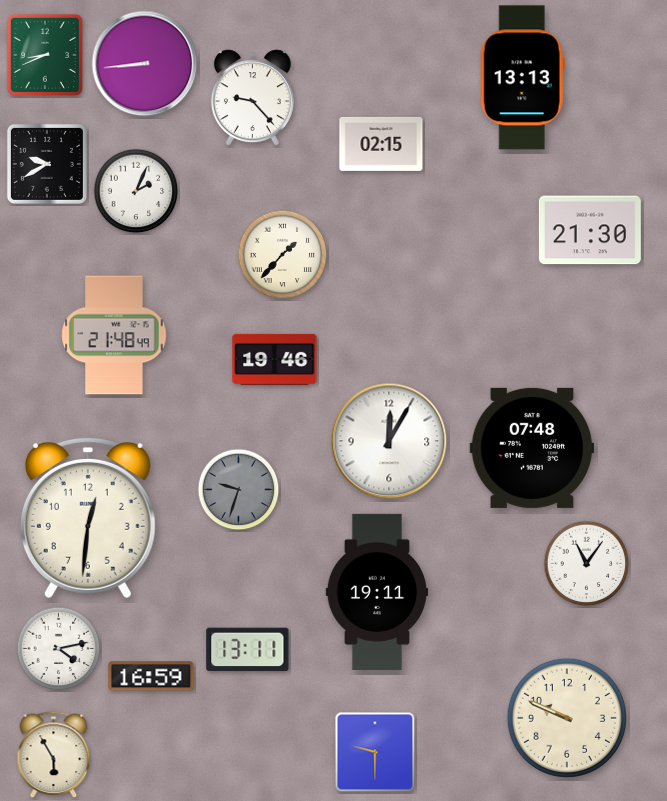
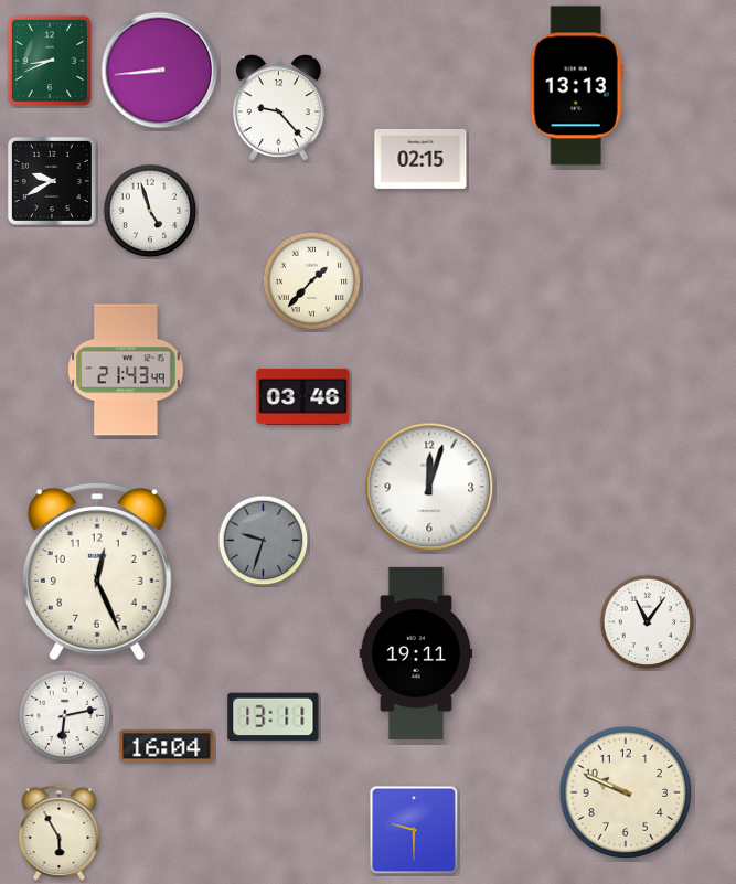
clock at (136, 191): 2:04 -> 4:57
clock at (590, 230): 21:30 -> none
clock at (114, 335): 21:48 -> 21:43
clock at (275, 359): 19:46 -> 03:46
clock at (389, 441): 12:05 -> 12:03
clock at (532, 448): 07:48 -> none
clock at (88, 518): 12:31 -> 12:26
clock at (59, 649): 4:13 -> 6:13
clock at (151, 676): 16:59 -> 16:04
